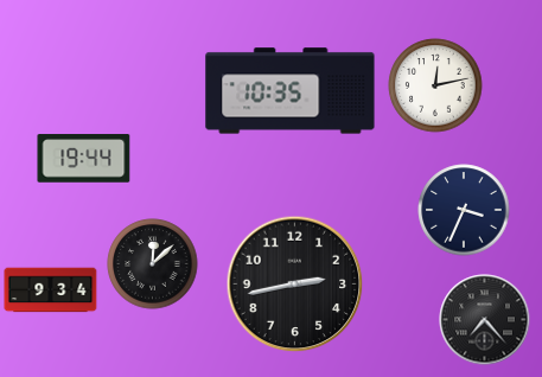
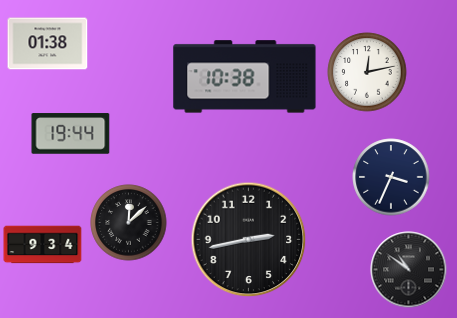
clock at (48, 44): none -> 01:38
clock at (291, 91): 10:35 -> 10:38
clock at (485, 320): 7:23 -> 10:51
